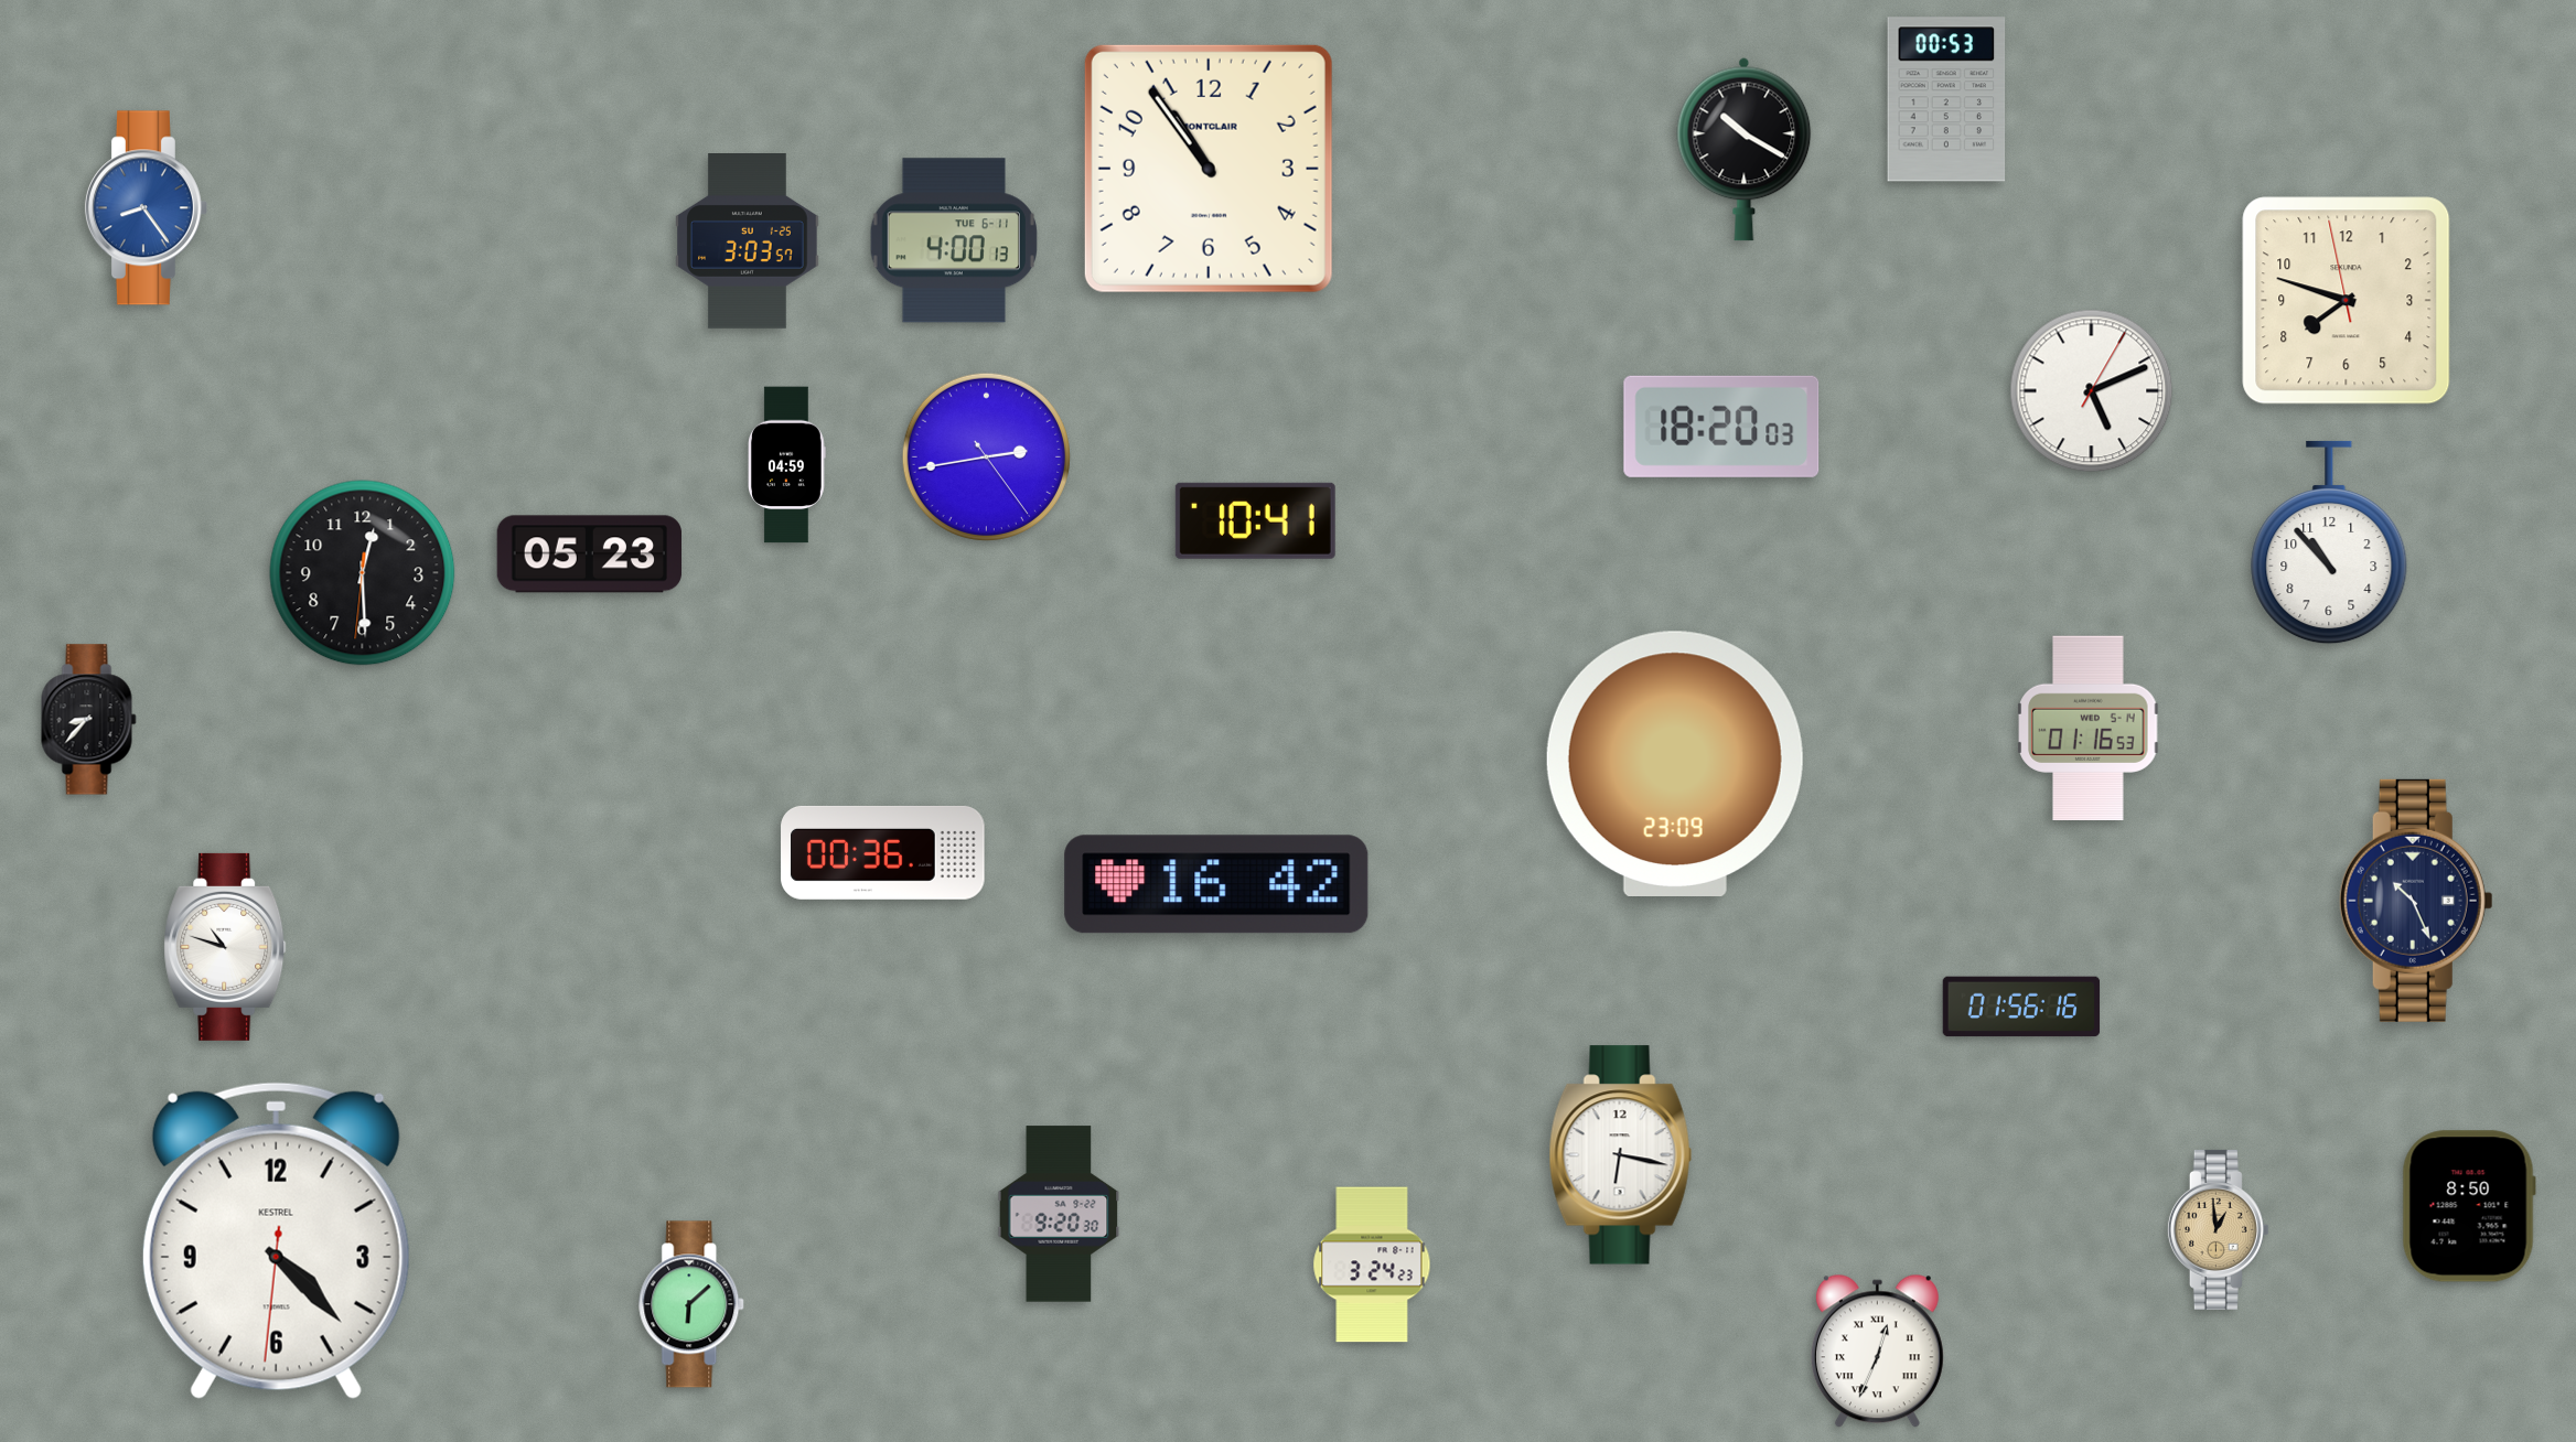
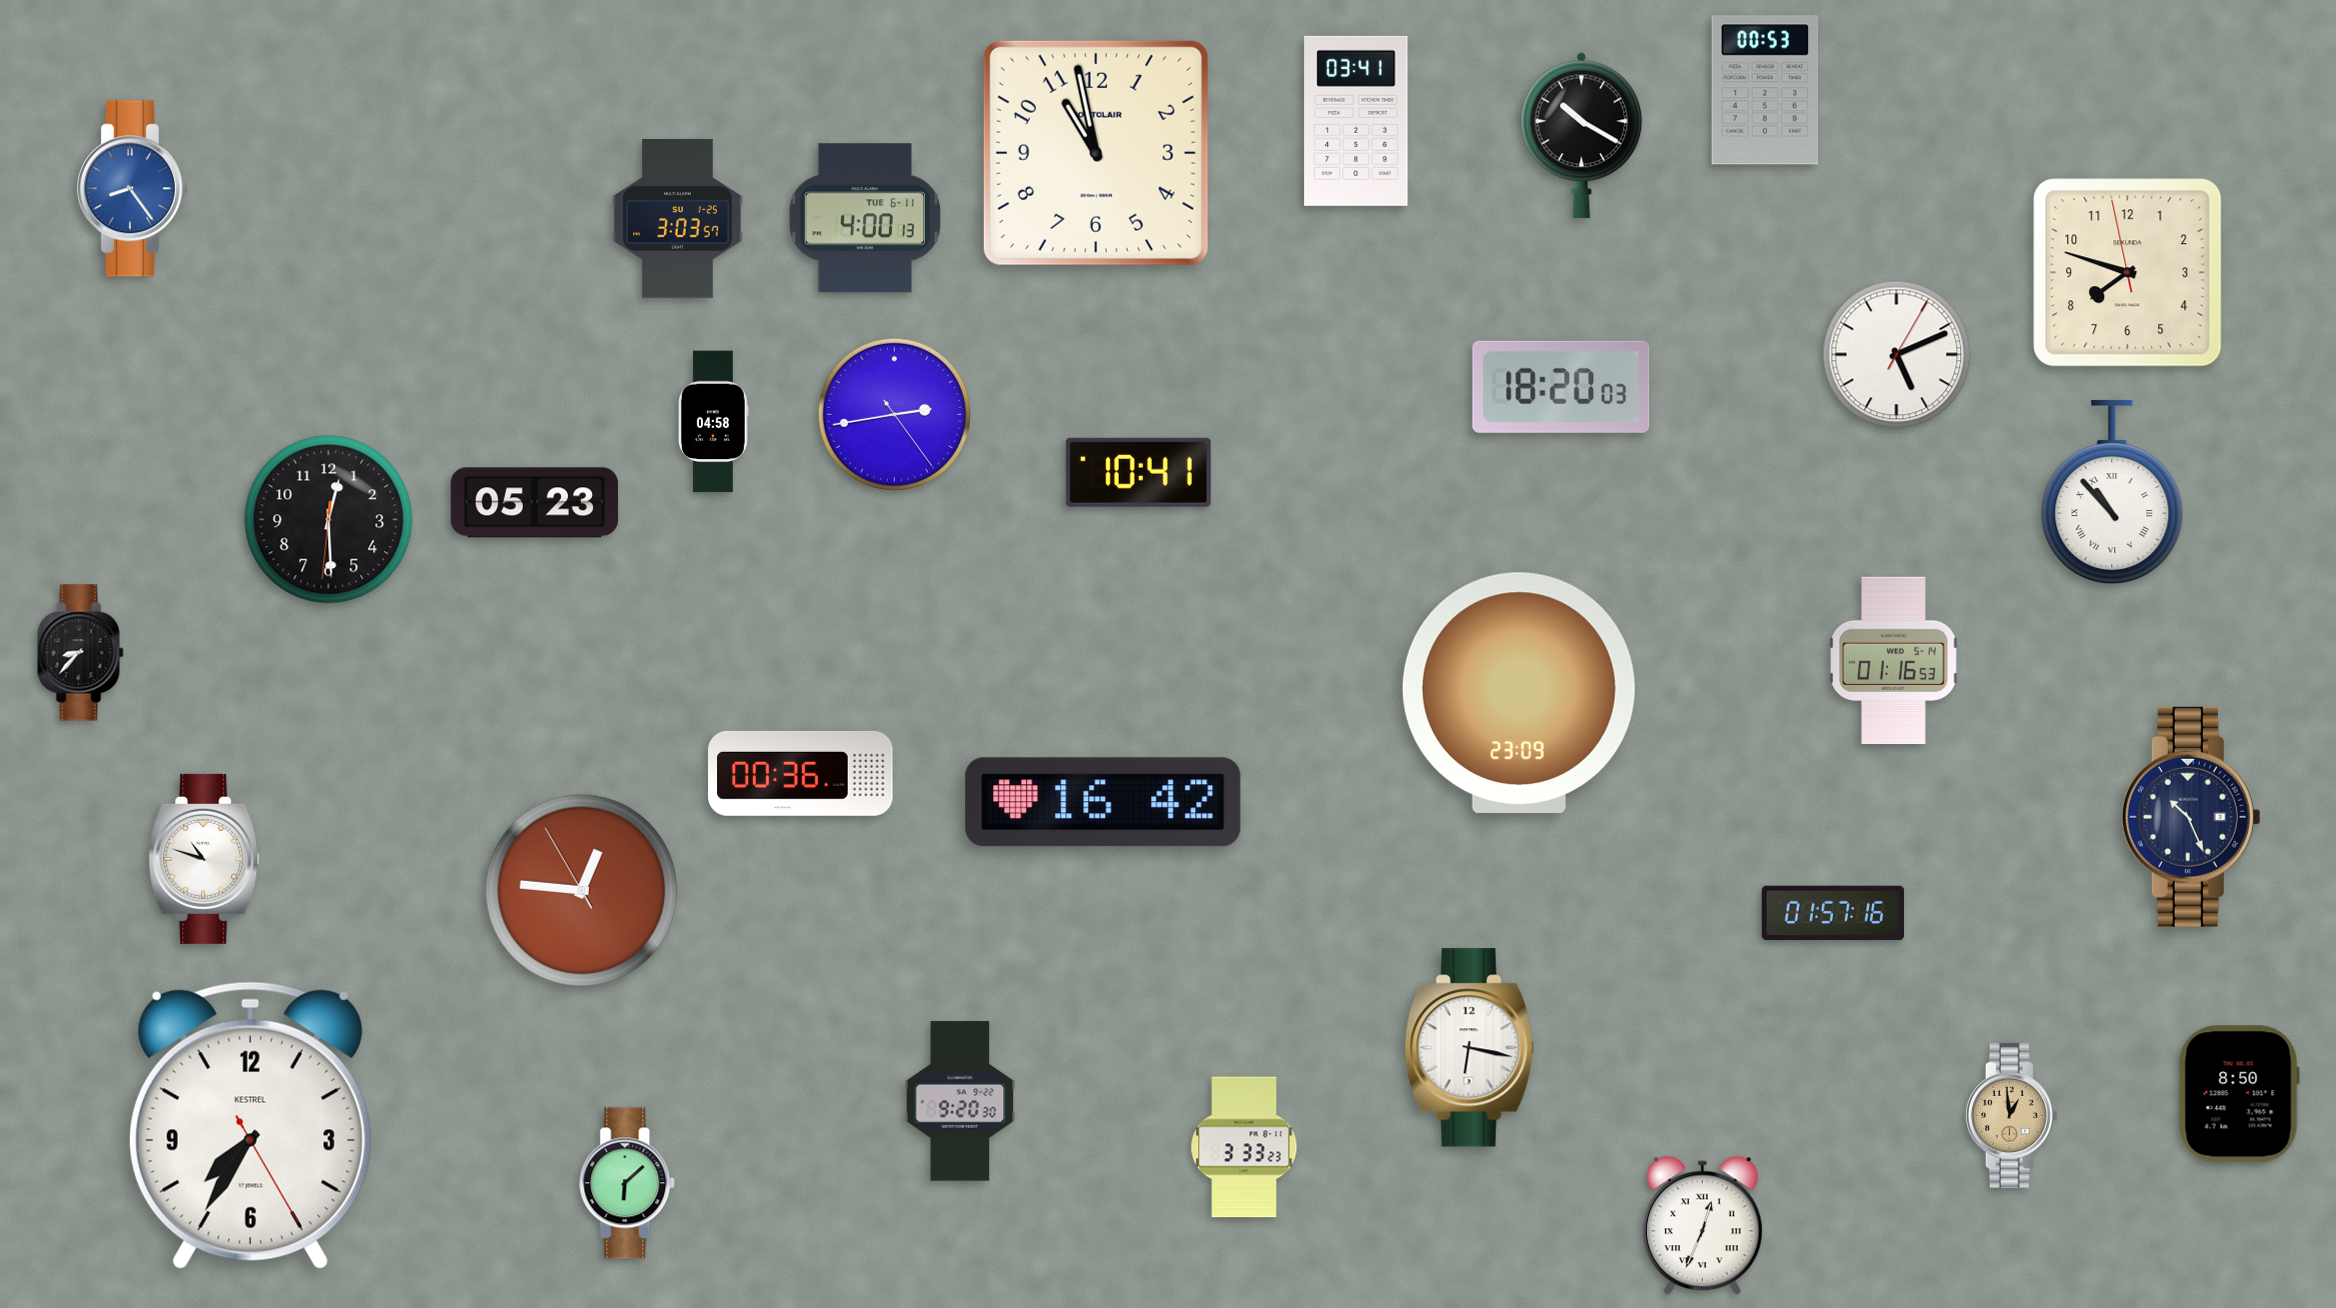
clock at (1356, 121): none -> 03:41
clock at (1209, 169): 10:54 -> 10:58
clock at (787, 465): 04:59 -> 04:58
clock at (2329, 542) numerals: Arabic -> Roman
clock at (581, 890): none -> 12:45
clock at (2021, 1007): 01:56 -> 01:57
clock at (276, 1240): 4:22 -> 7:35
clock at (1372, 1265): 3:24 -> 3:33
